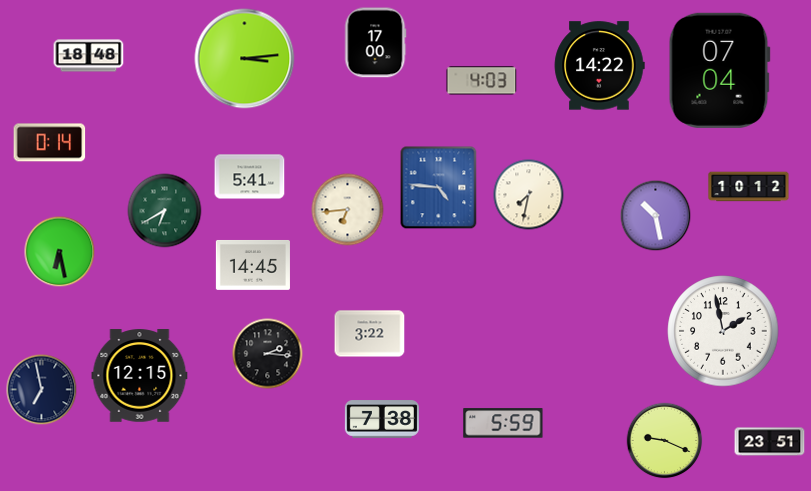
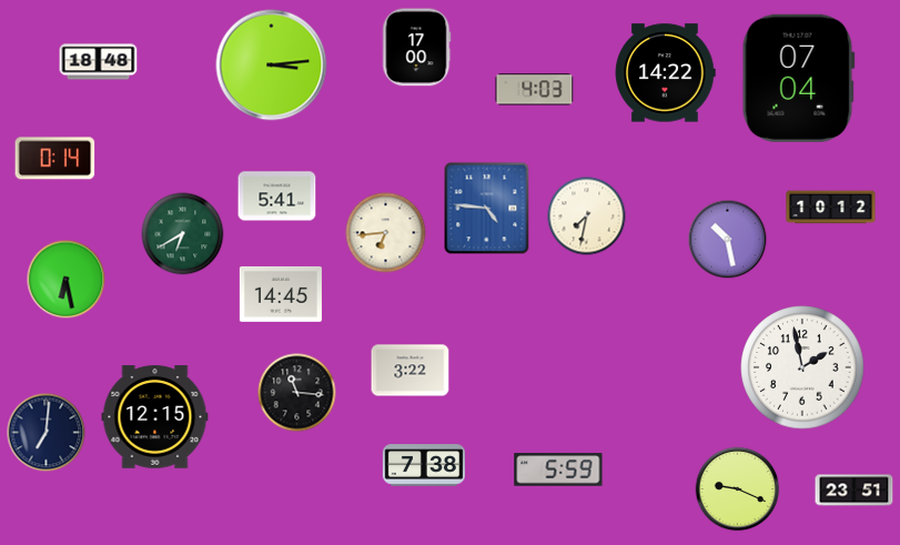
clock at (268, 354): 2:16 -> 11:16
clock at (42, 390): 6:58 -> 7:01
